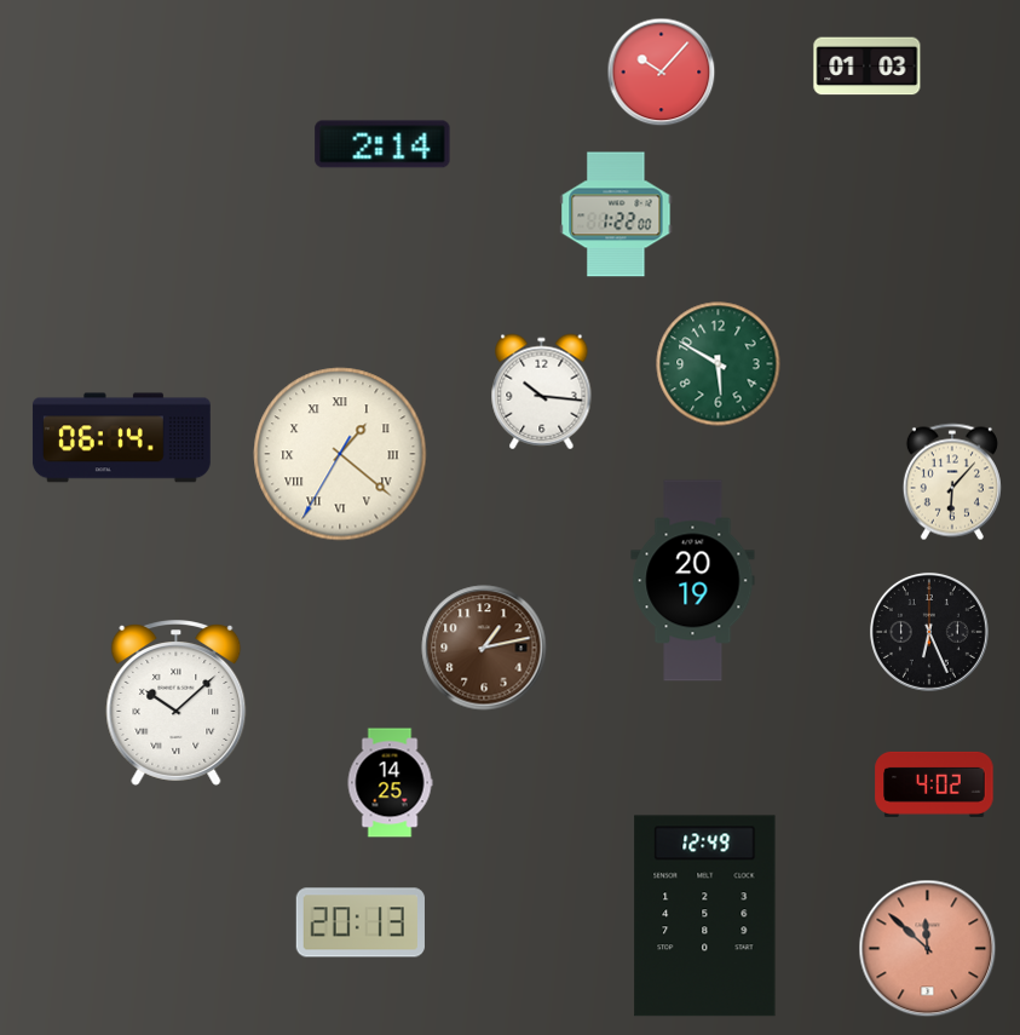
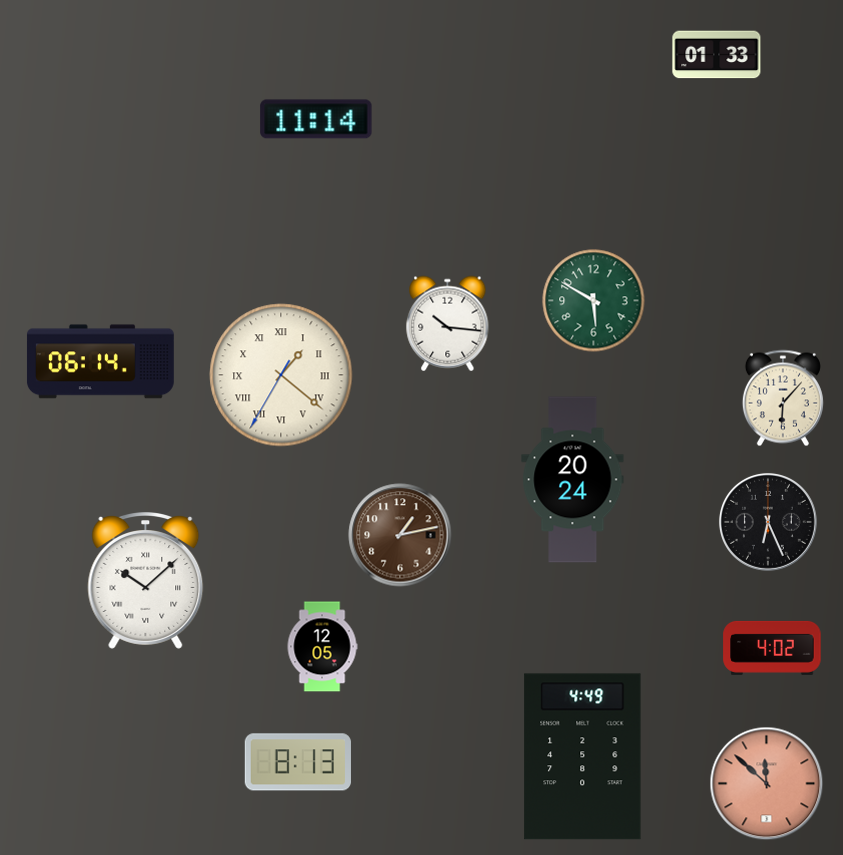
clock at (868, 67): 01:03 -> 01:33
clock at (662, 73): 10:07 -> none
clock at (382, 144): 2:14 -> 11:14
clock at (616, 214): 1:22 -> none
clock at (952, 482) position: (952, 482) -> (783, 398)
clock at (693, 581): 20:19 -> 20:24
clock at (390, 783): 14:25 -> 12:05
clock at (705, 916): 12:49 -> 4:49
clock at (361, 922): 20:13 -> 8:13
